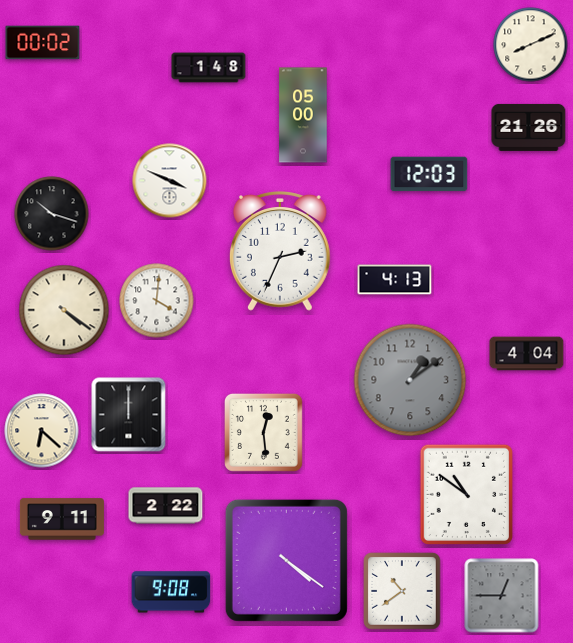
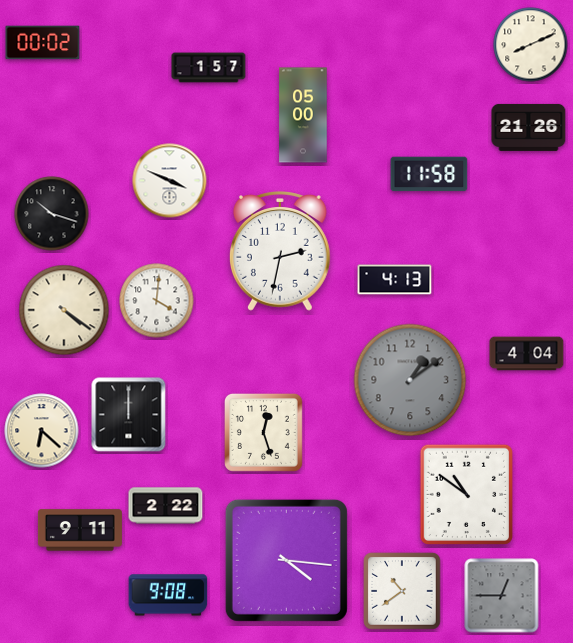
clock at (209, 68): 1:48 -> 1:57
clock at (429, 174): 12:03 -> 11:58
clock at (280, 251): 2:34 -> 2:32
clock at (263, 432): 12:29 -> 12:27
clock at (62, 519) position: (62, 519) -> (80, 530)
clock at (286, 560): 4:21 -> 4:16
clock at (171, 592) position: (171, 592) -> (168, 595)
